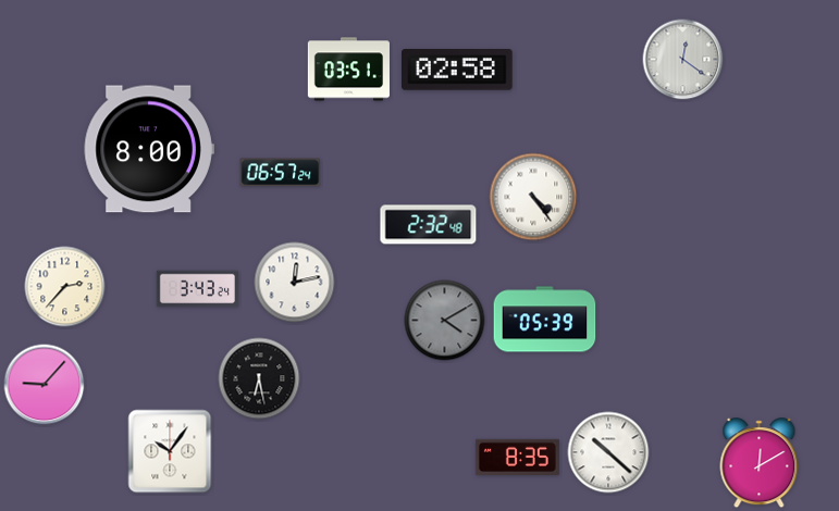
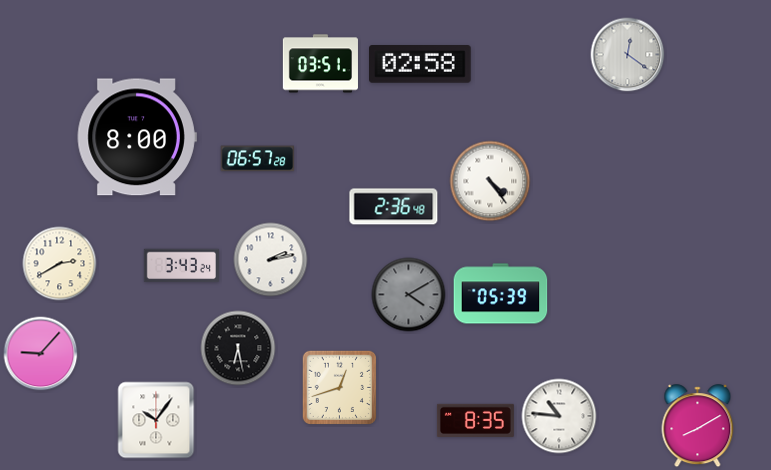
clock at (281, 173): 06:57:24 -> 06:57:28
clock at (429, 225): 2:32 -> 2:36
clock at (295, 283): 12:13 -> 2:13
clock at (65, 287): 2:37 -> 2:40
clock at (339, 387): none -> 12:42
clock at (170, 451) position: (170, 451) -> (156, 420)
clock at (608, 452): 10:22 -> 10:46
clock at (760, 463): 12:10 -> 8:10
